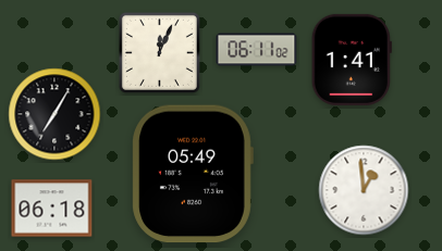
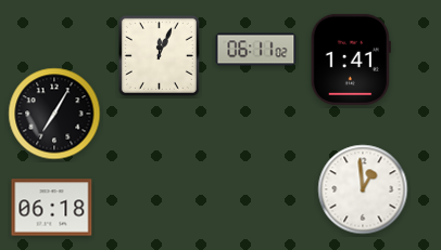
clock at (159, 52) position: (159, 52) -> (159, 55)
clock at (193, 174): 05:49 -> none
